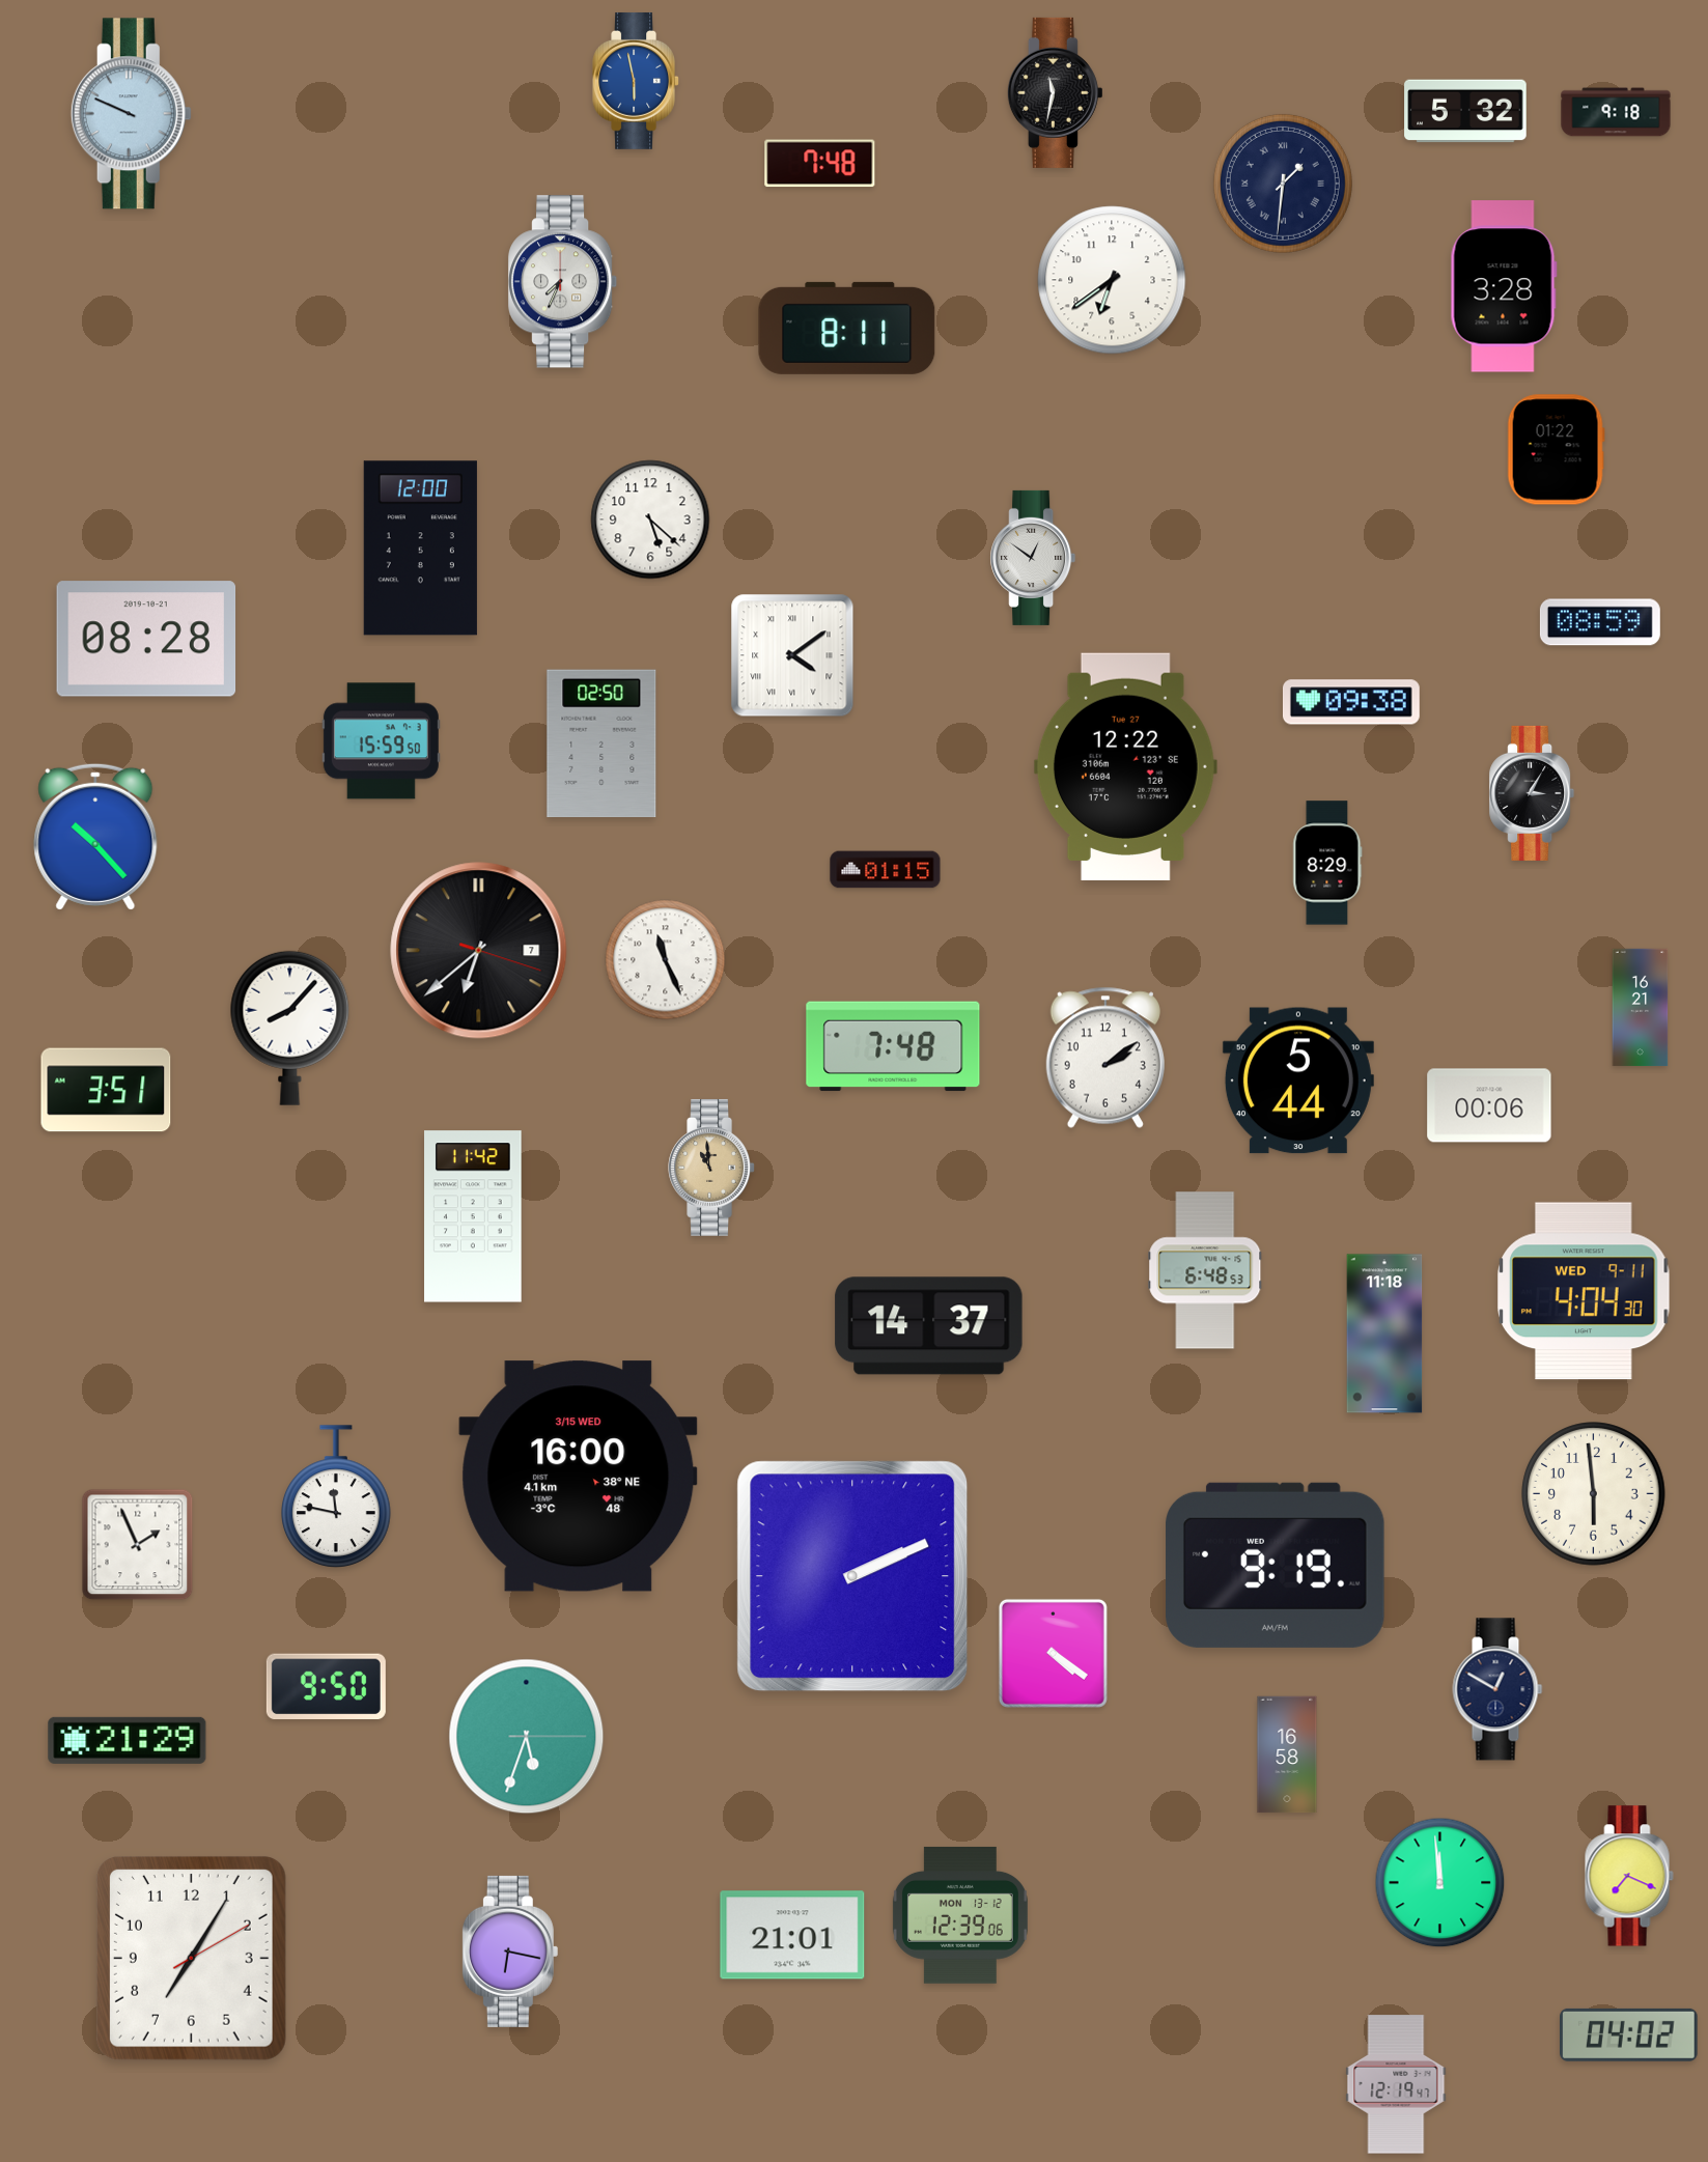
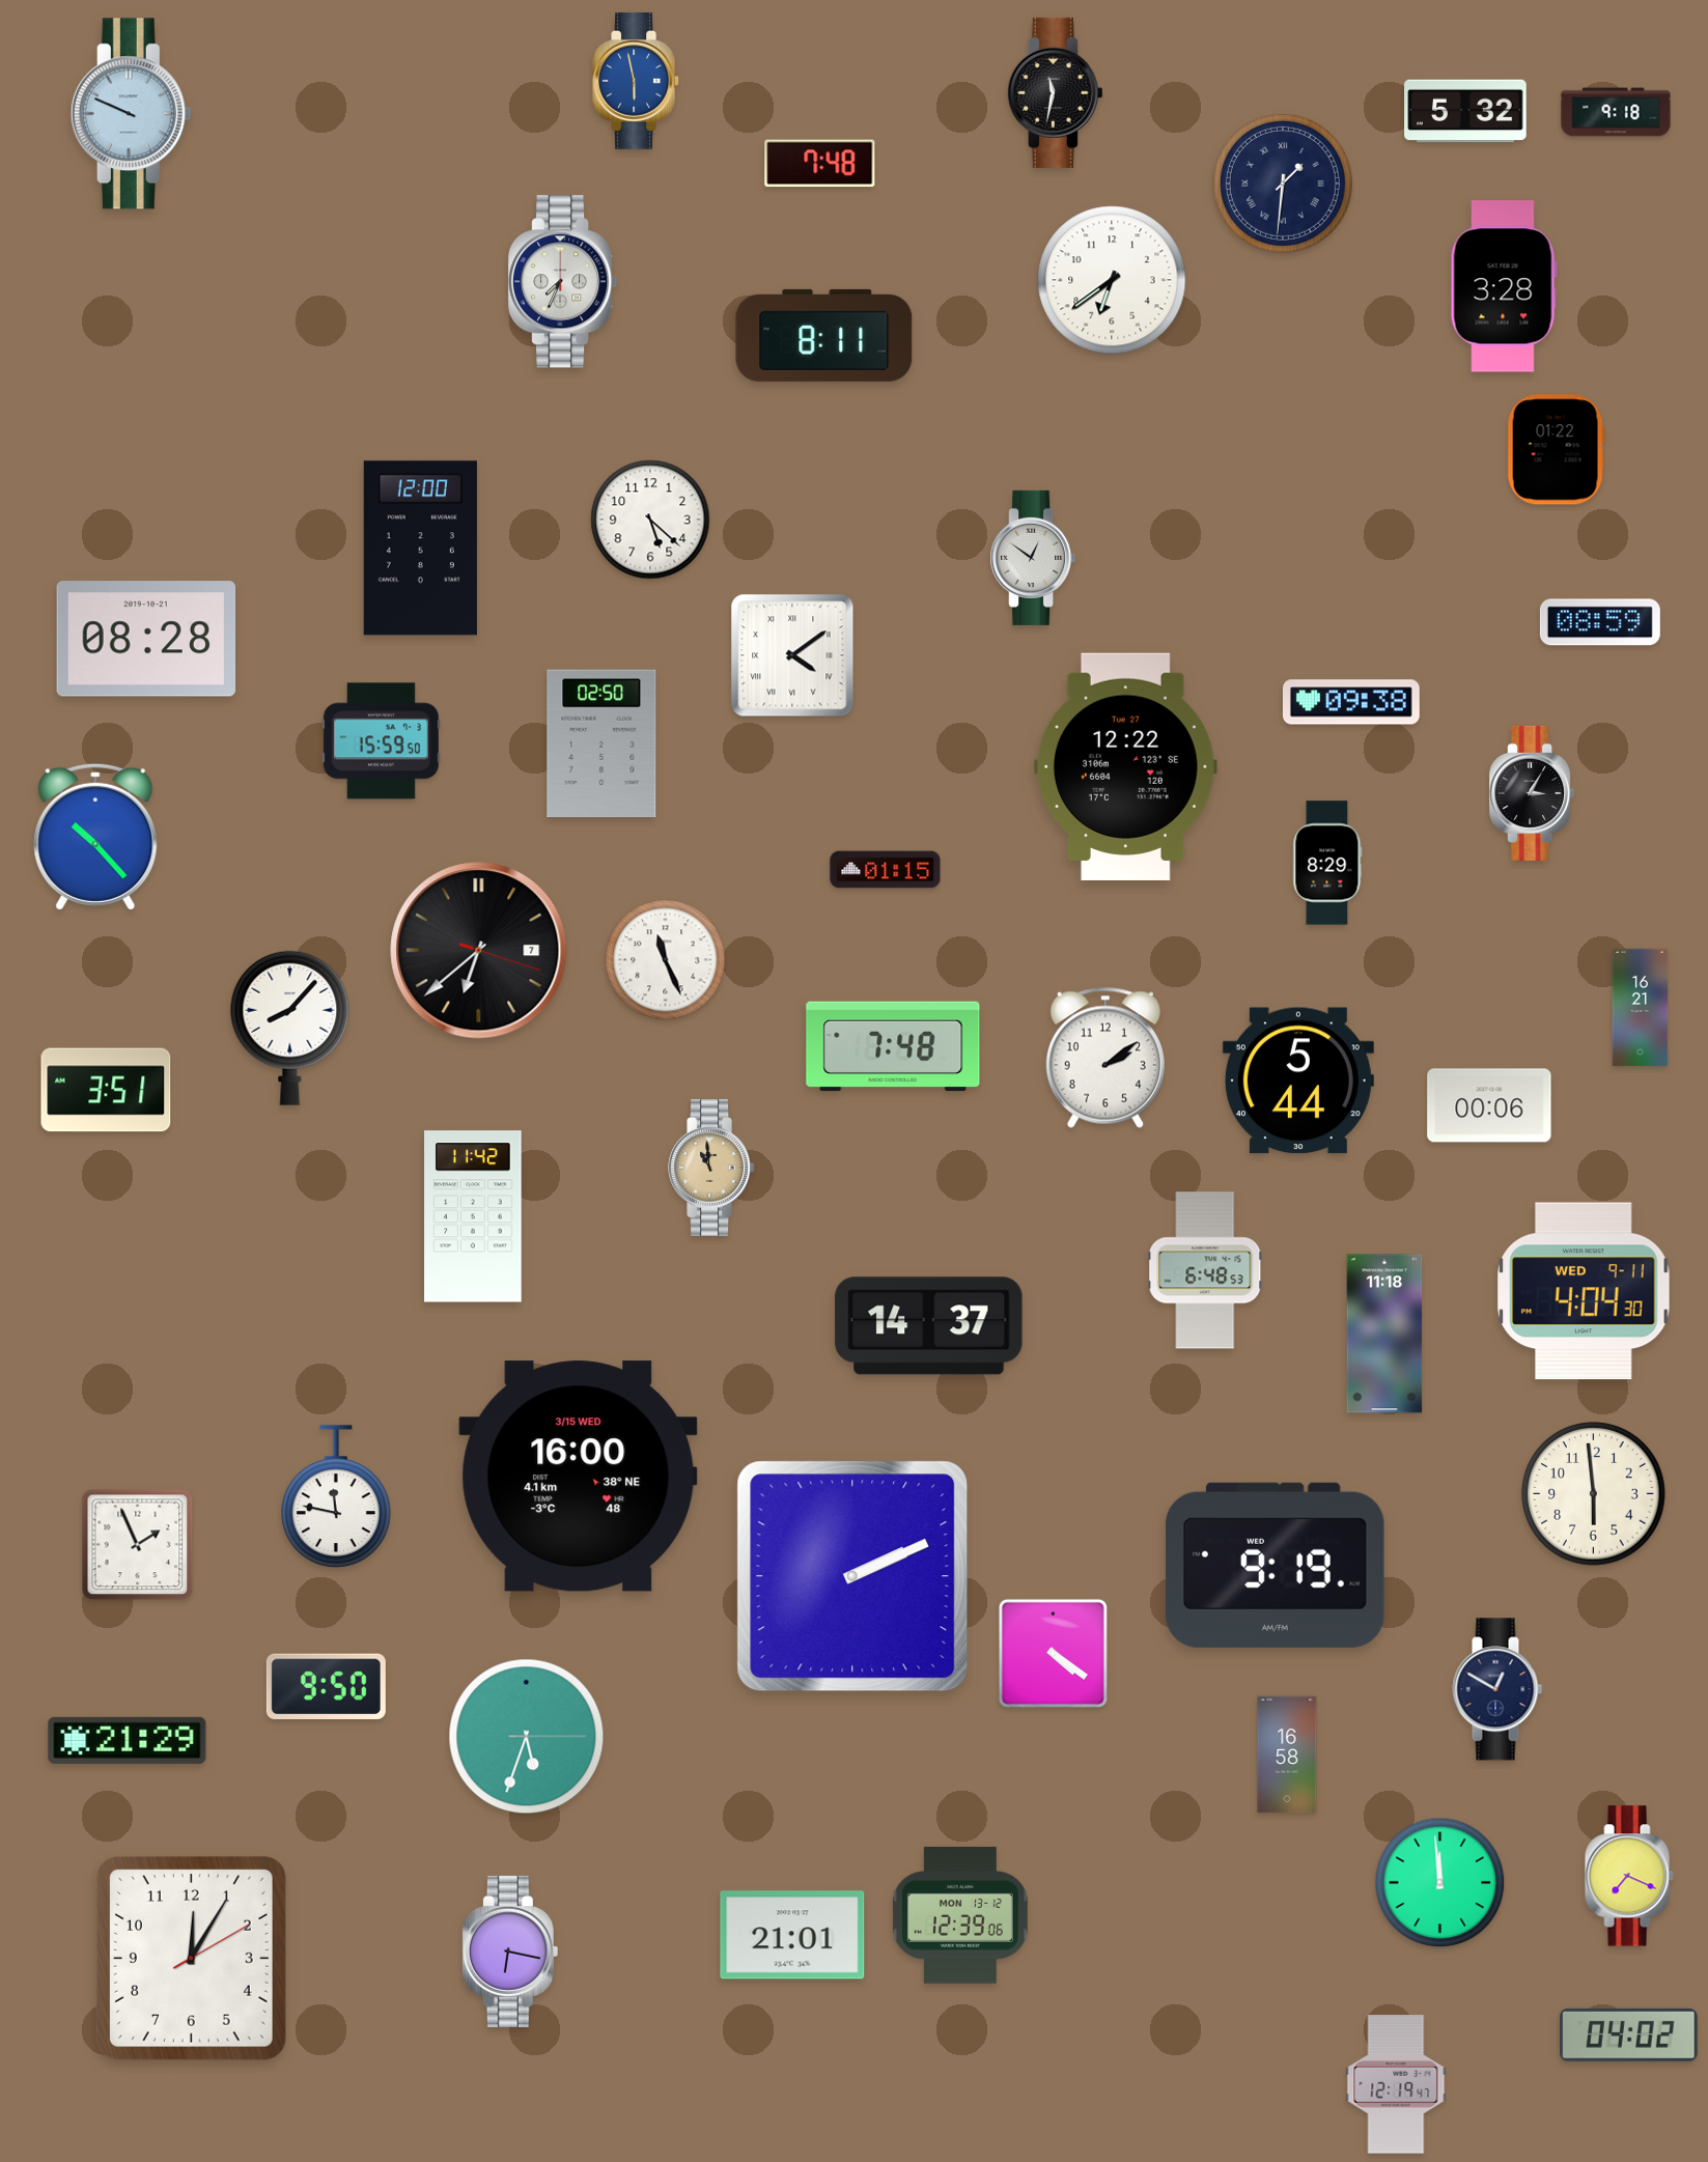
clock at (847, 328) position: (847, 328) -> (824, 335)
clock at (191, 1958): 7:05 -> 12:05
